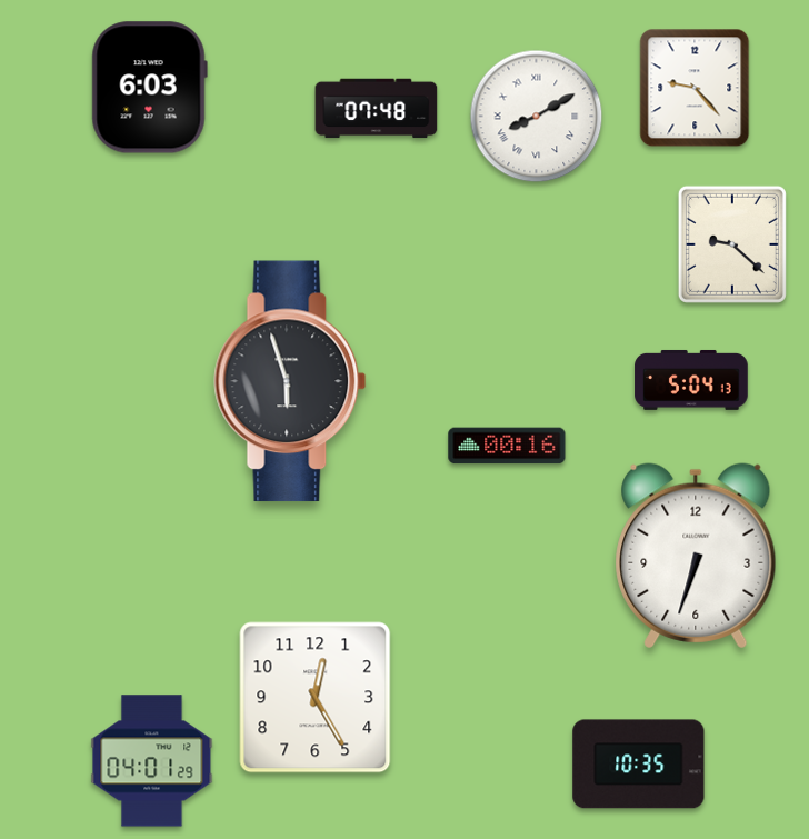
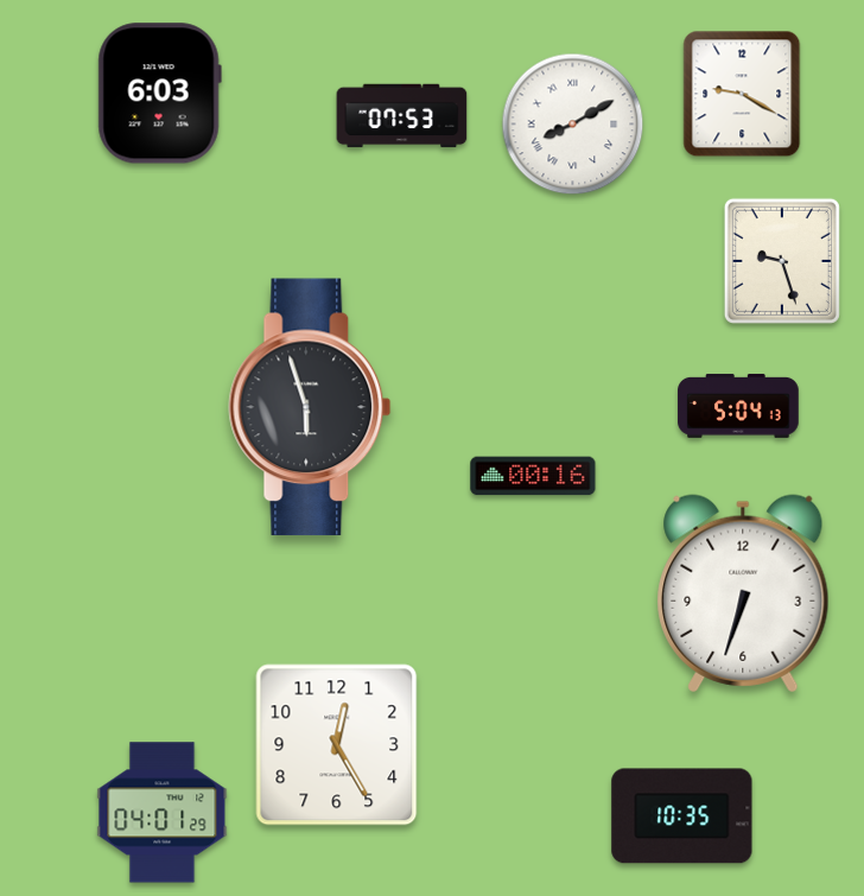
clock at (695, 88): 9:23 -> 9:20
clock at (377, 109): 07:48 -> 07:53
clock at (732, 244): 9:22 -> 9:27
clock at (507, 446) position: (507, 446) -> (533, 476)
